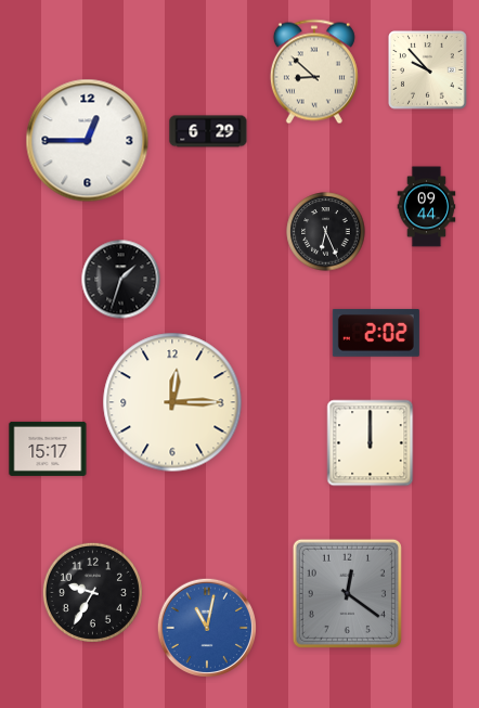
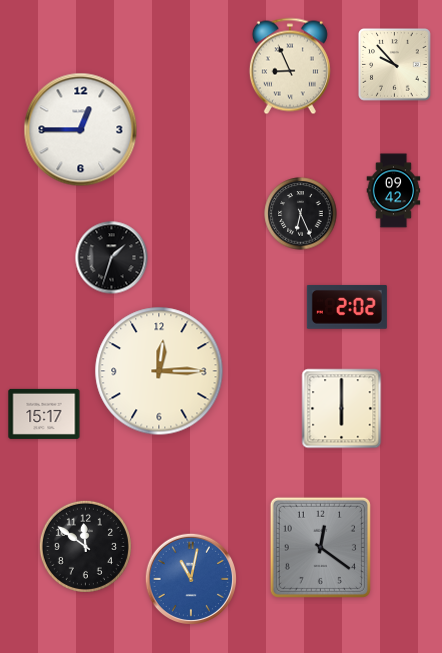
clock at (314, 72): 8:52 -> 8:56
clock at (208, 131): 6:29 -> none
clock at (427, 207): 09:44 -> 09:42
clock at (371, 443): 12:00 -> 6:00
clock at (92, 592): 9:35 -> 11:51
